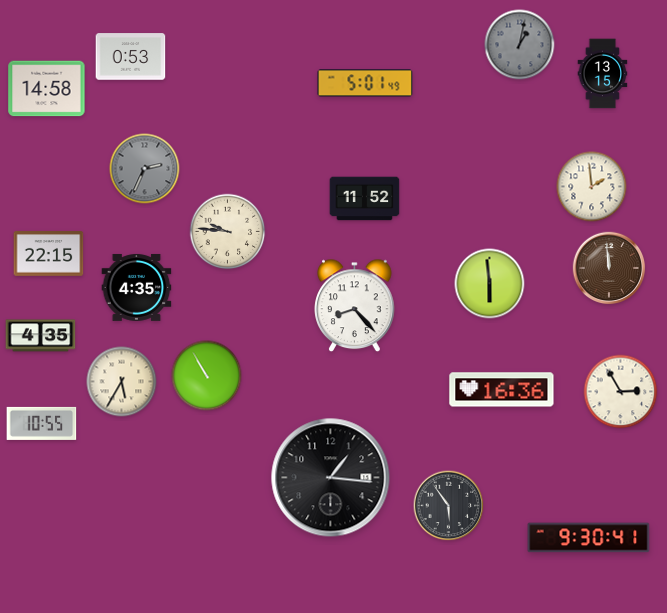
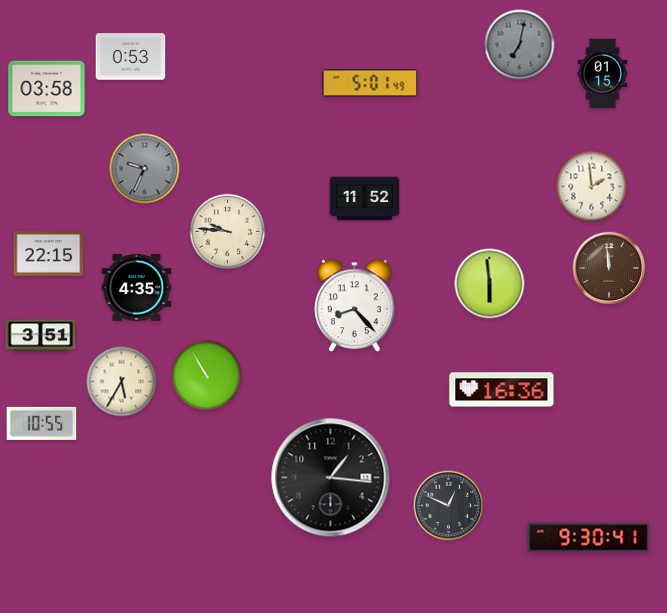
clock at (520, 45): 1:02 -> 7:02
clock at (603, 74): 13:15 -> 01:15
clock at (365, 83) position: (365, 83) -> (370, 83)
clock at (47, 89): 14:58 -> 03:58
clock at (145, 169): 2:34 -> 9:34
clock at (41, 336): 4:35 -> 3:51
clock at (621, 392): 2:55 -> none
clock at (449, 506): 5:54 -> 12:49
